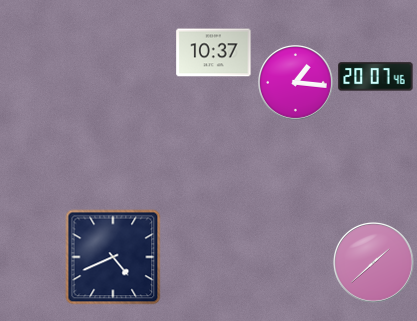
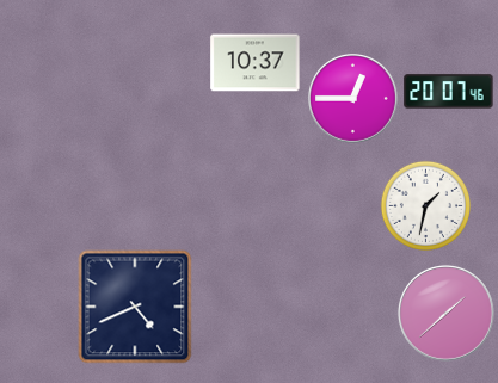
clock at (296, 83): 1:16 -> 12:45
clock at (425, 205): none -> 1:32
